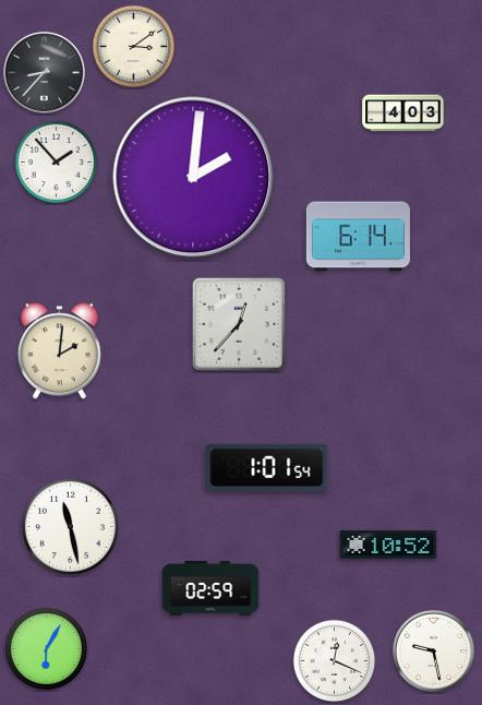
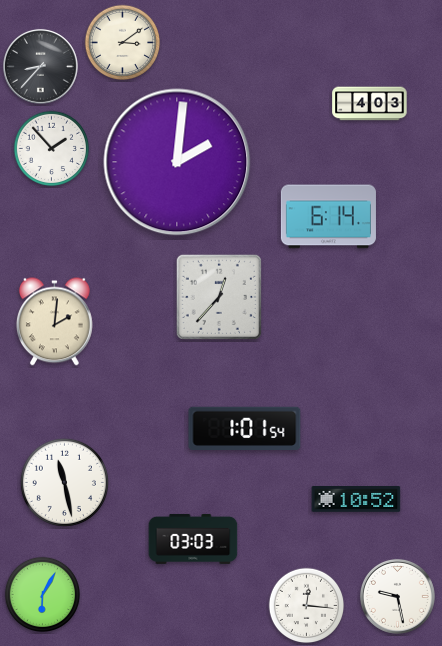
clock at (210, 588): 02:59 -> 03:03
clock at (335, 661): 12:19 -> 12:16
